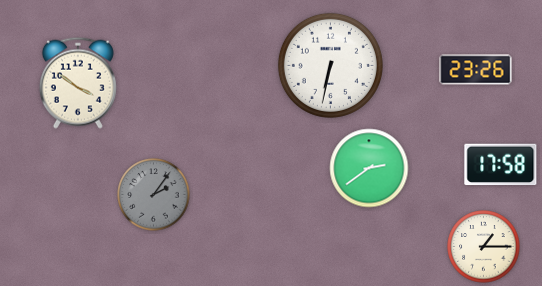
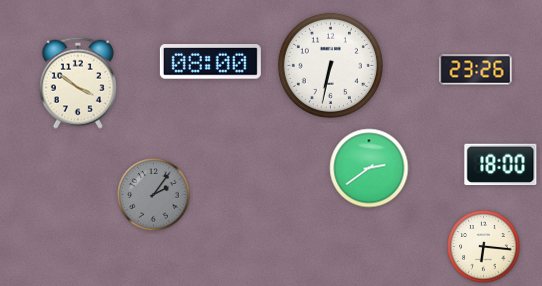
clock at (210, 62): none -> 08:00
clock at (501, 165): 17:58 -> 18:00
clock at (484, 247): 1:15 -> 6:16
